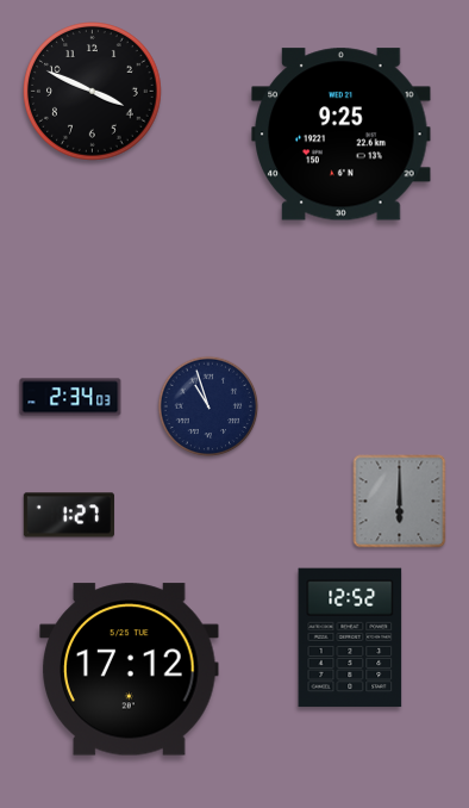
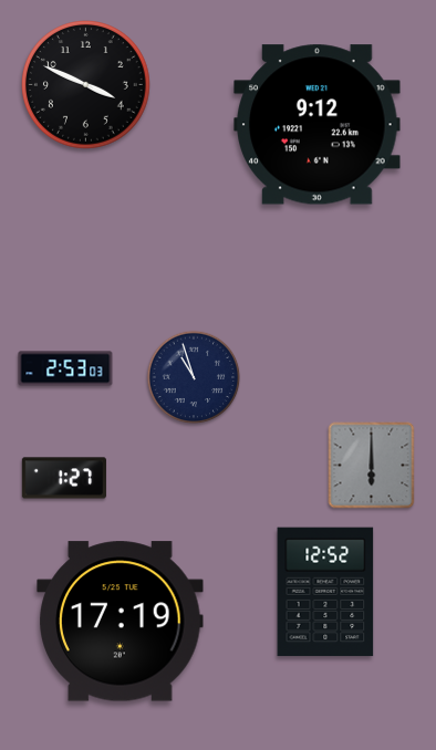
clock at (342, 135): 9:25 -> 9:12
clock at (70, 397): 2:34 -> 2:53
clock at (130, 670): 17:12 -> 17:19
